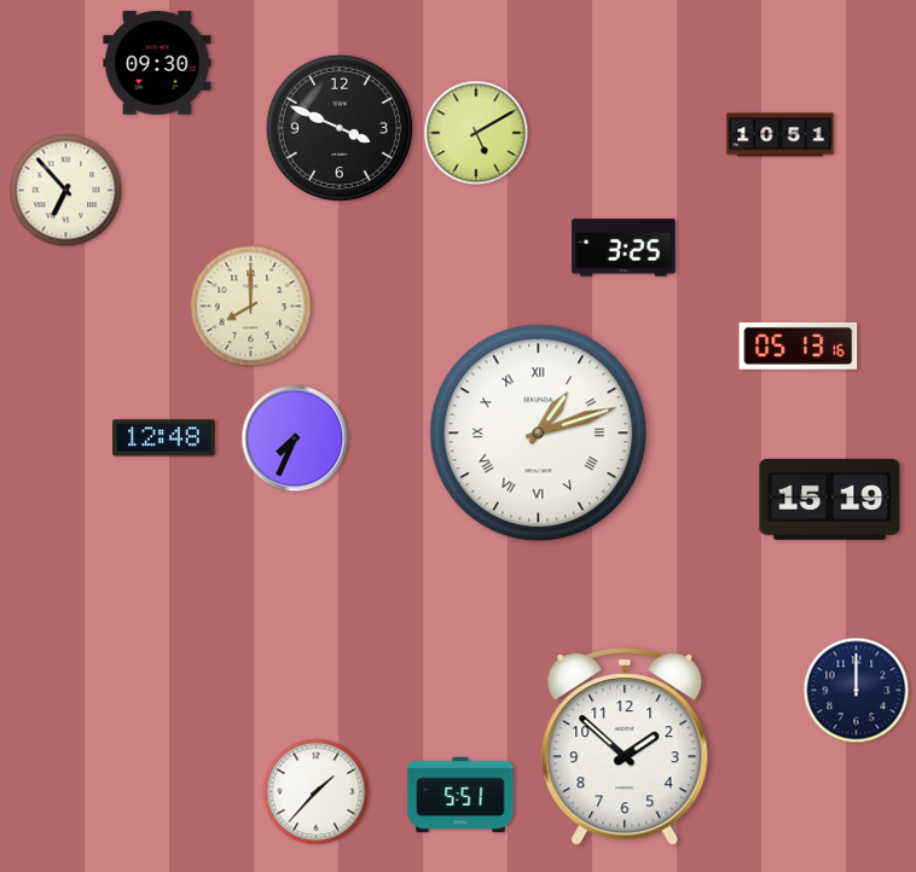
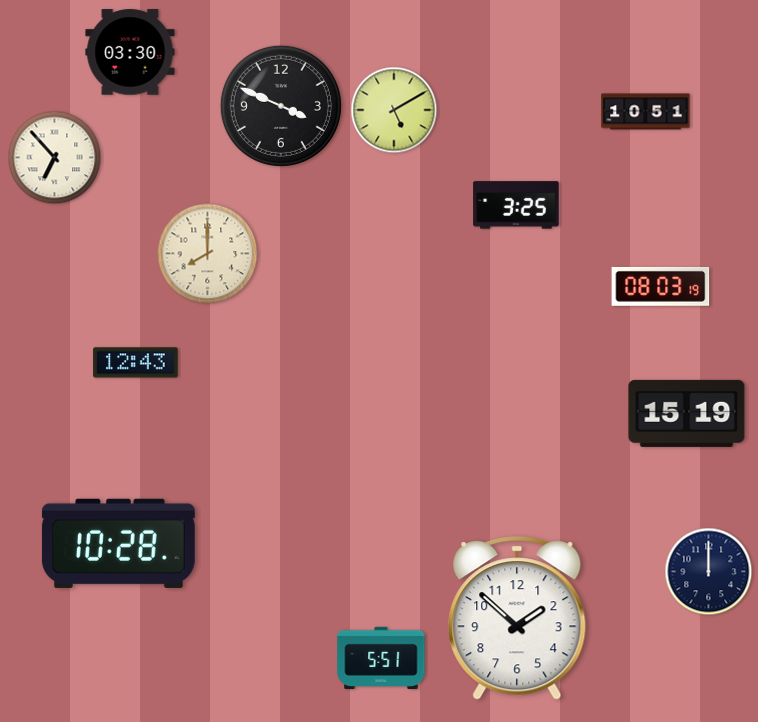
clock at (157, 63): 09:30 -> 03:30
clock at (799, 345): 05:13 -> 08:03
clock at (539, 434): 1:12 -> none
clock at (164, 438): 12:48 -> 12:43
clock at (295, 438): 7:34 -> none
clock at (118, 543): none -> 10:28
clock at (317, 792): 1:37 -> none
